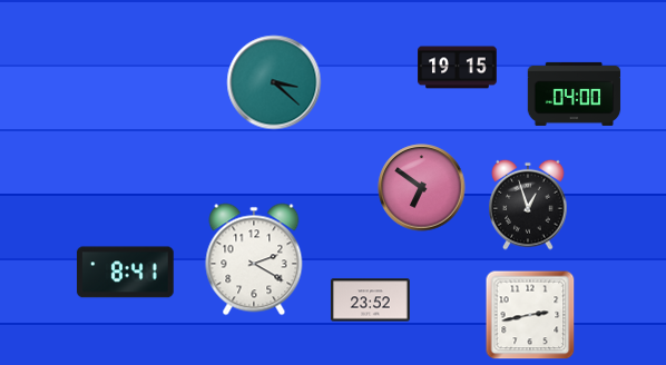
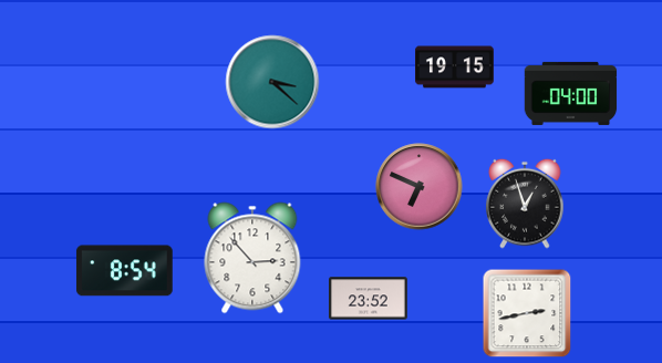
clock at (422, 188): 6:51 -> 6:49
clock at (254, 259): 2:20 -> 2:53
clock at (125, 273): 8:41 -> 8:54
